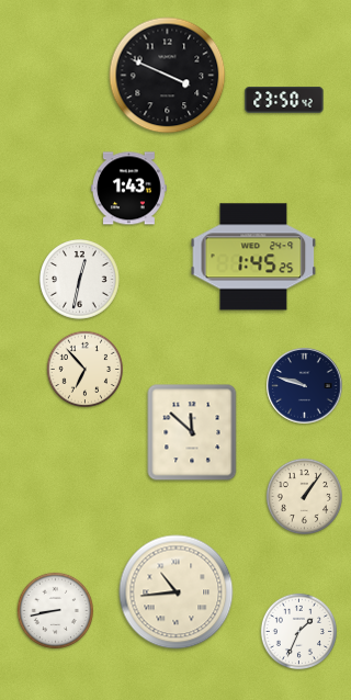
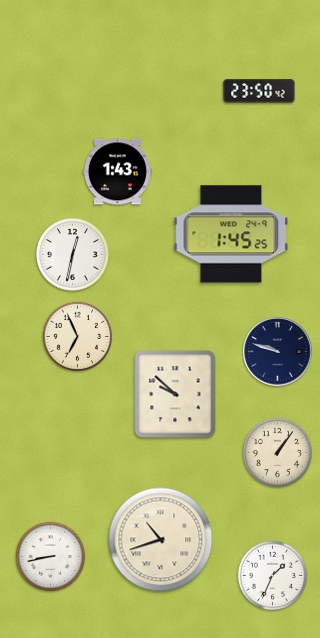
clock at (168, 76): 3:49 -> none
clock at (84, 369): 6:53 -> 6:56
clock at (192, 432): 11:52 -> 9:52
clock at (177, 592): 10:44 -> 10:42
